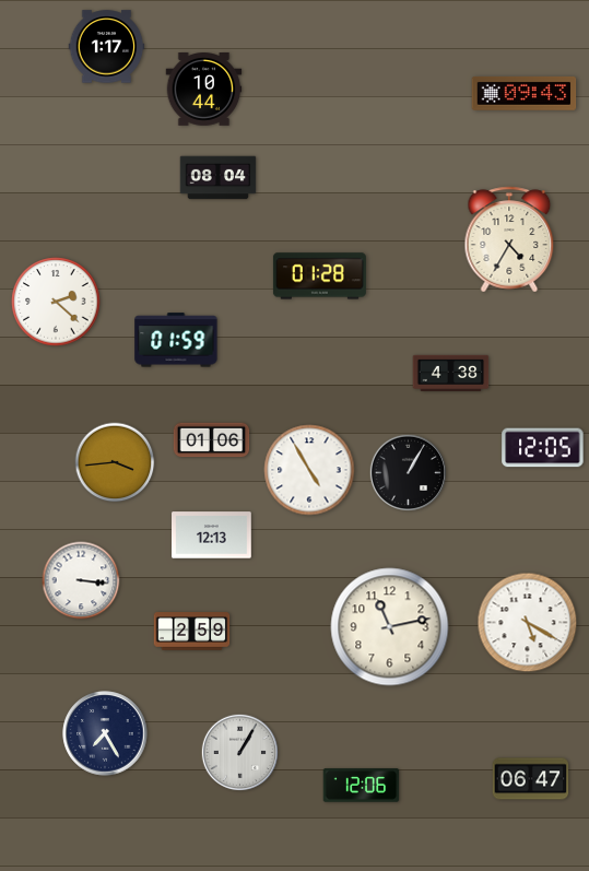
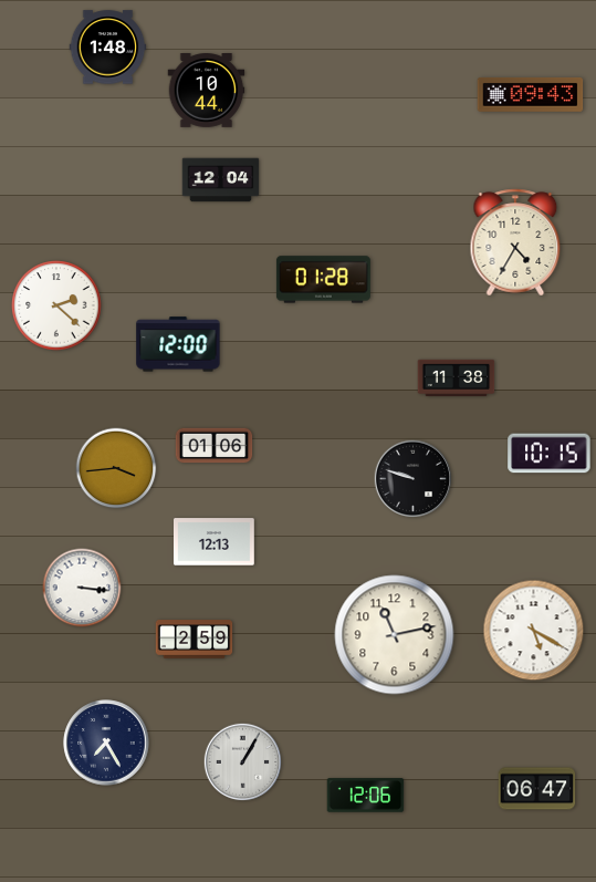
clock at (107, 47): 1:17 -> 1:48
clock at (219, 178): 08:04 -> 12:04
clock at (176, 340): 01:59 -> 12:00
clock at (451, 373): 4:38 -> 11:38
clock at (543, 448): 12:05 -> 10:15
clock at (309, 470): 4:55 -> none
clock at (409, 473): 1:05 -> 9:48
